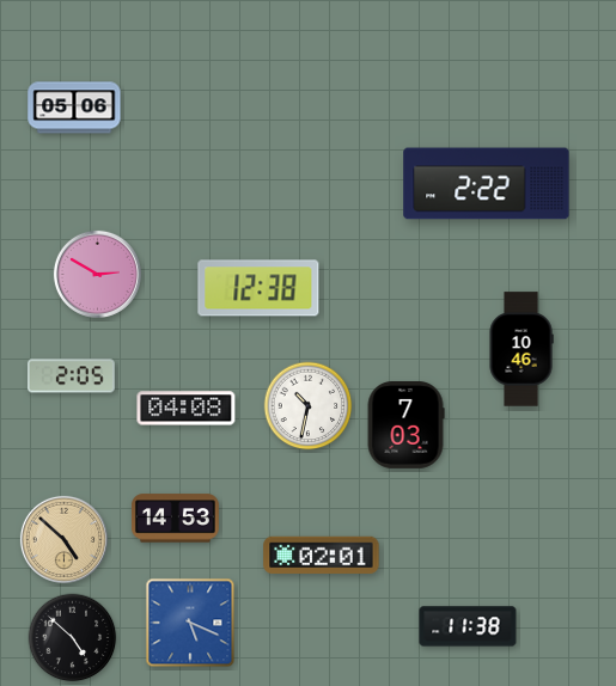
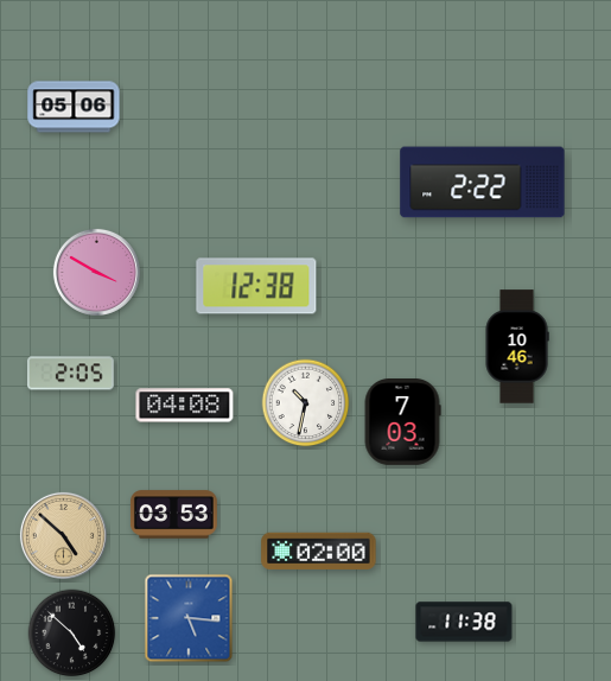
clock at (97, 274): 2:50 -> 3:50
clock at (176, 519): 14:53 -> 03:53
clock at (322, 555): 02:01 -> 02:00
clock at (190, 623): 5:19 -> 5:16
